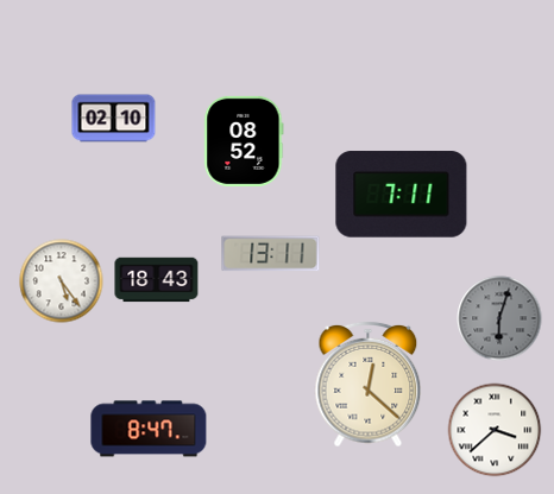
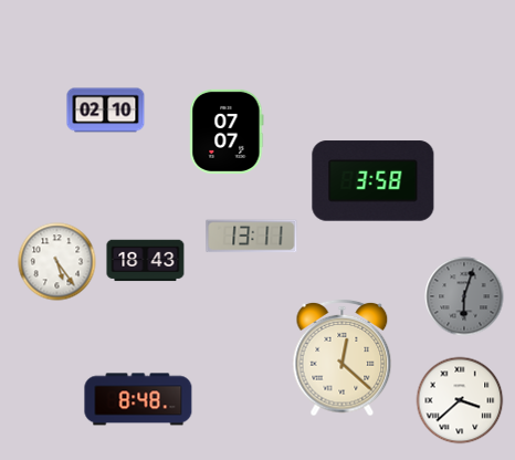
clock at (244, 141): 08:52 -> 07:07
clock at (402, 195): 7:11 -> 3:58
clock at (149, 429): 8:47 -> 8:48
